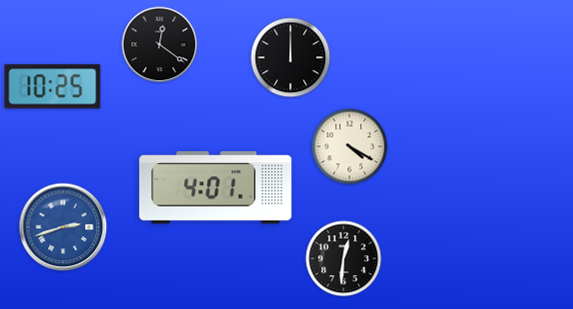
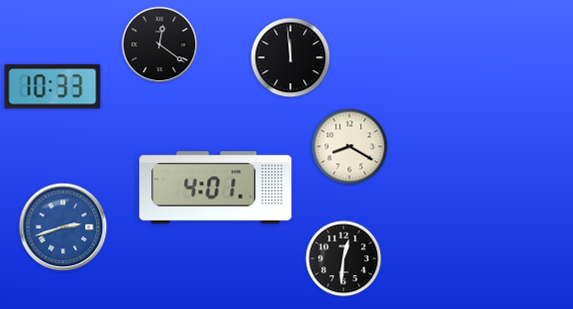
clock at (291, 58): 12:00 -> 11:59
clock at (53, 87): 10:25 -> 10:33
clock at (350, 147): 4:20 -> 8:20
